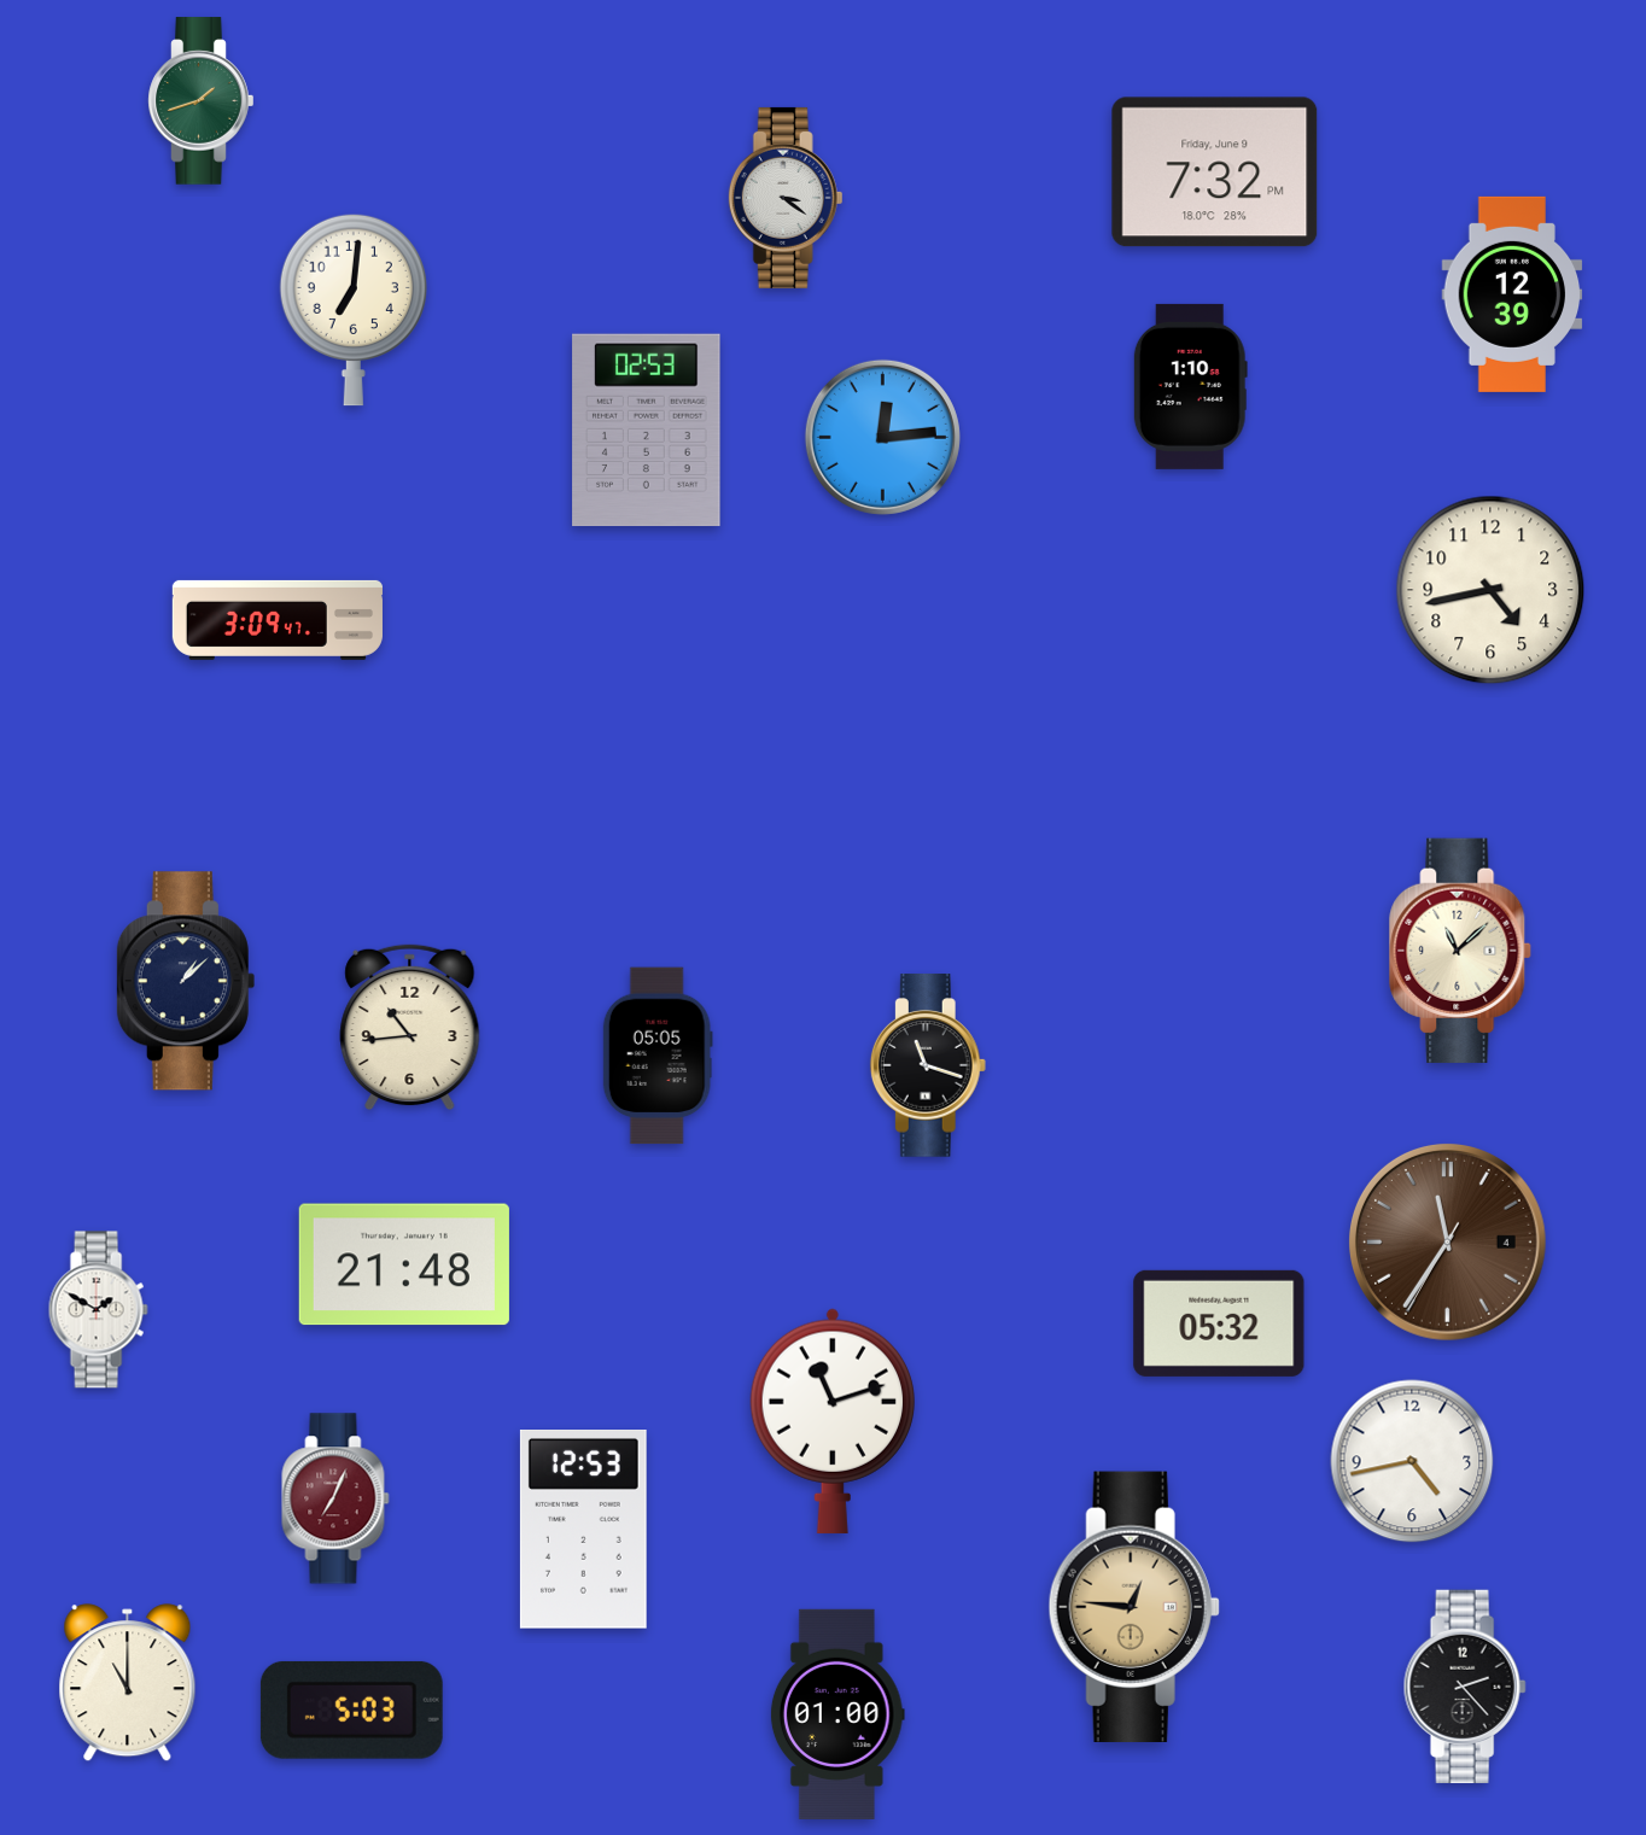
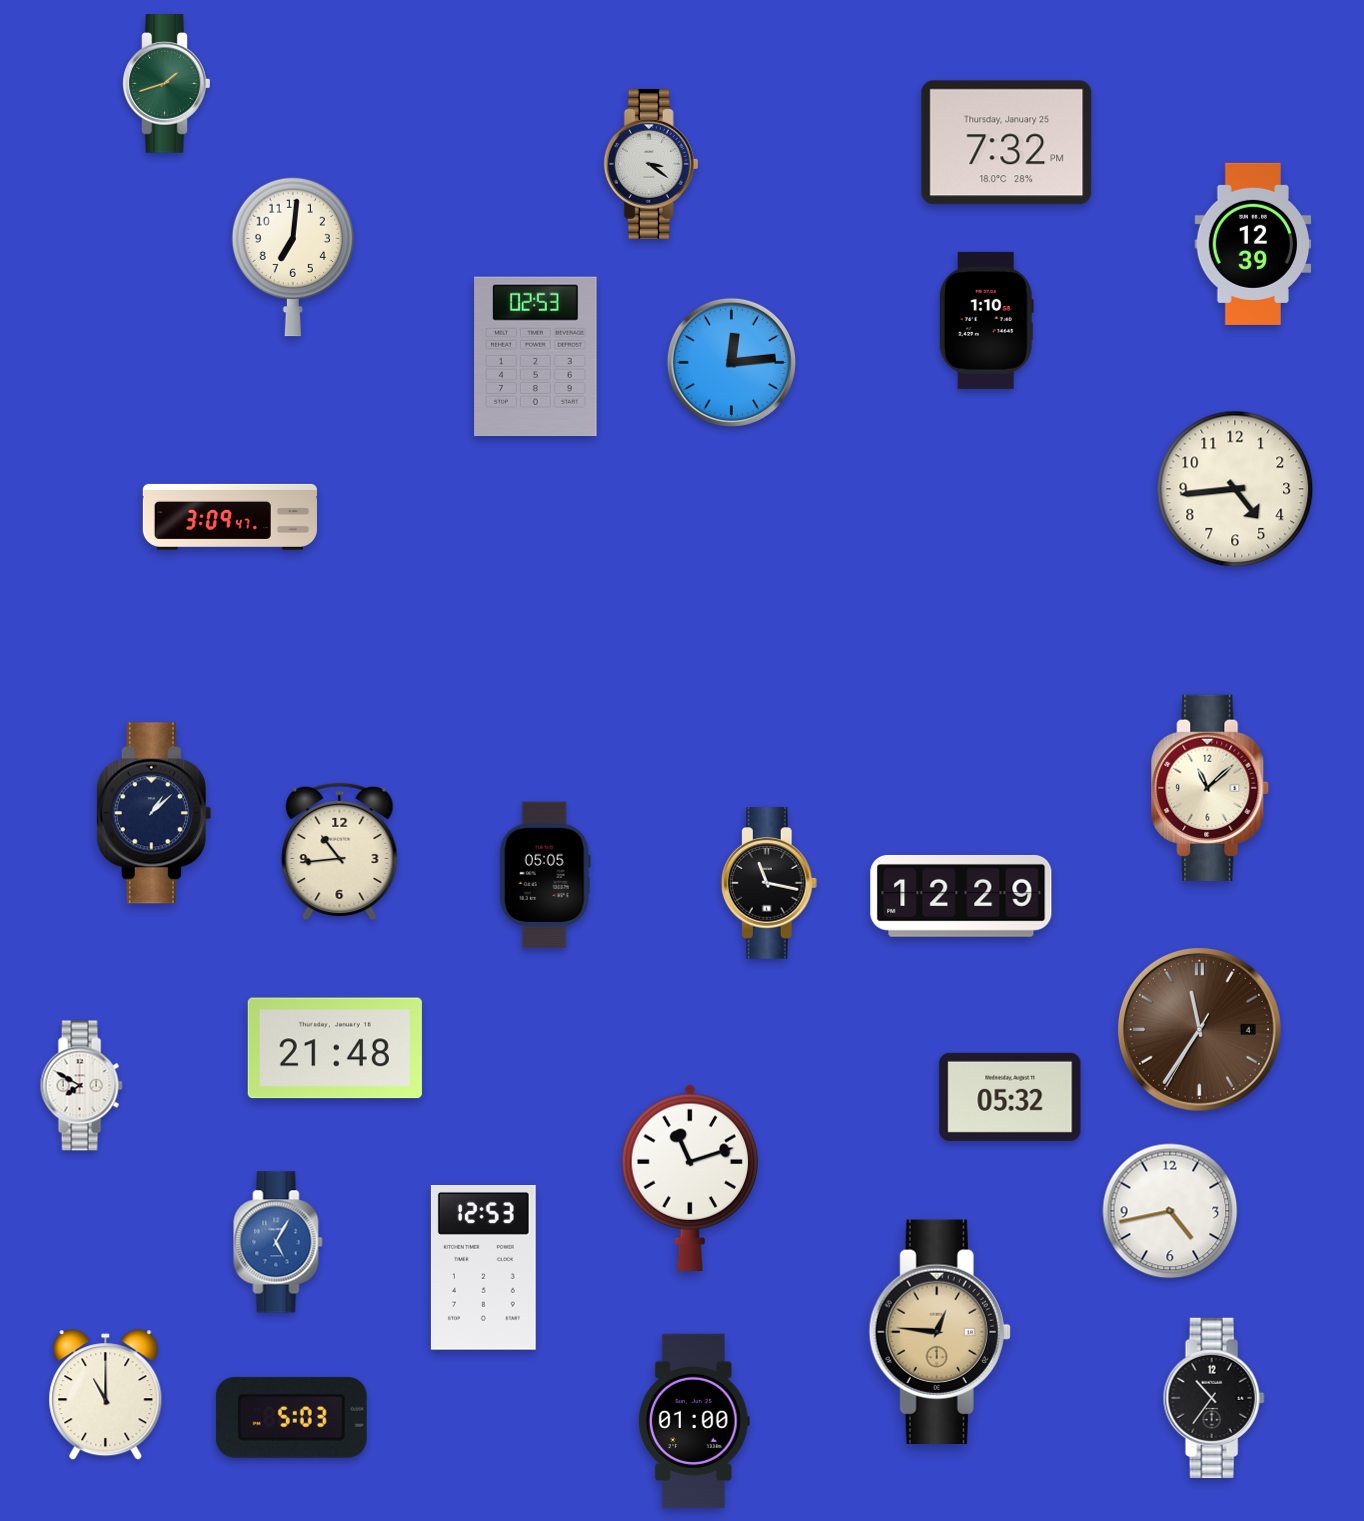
clock at (1215, 173) date: Friday, June 9 -> Thursday, January 25
clock at (1490, 590): 4:43 -> 4:44
clock at (278, 620) position: (278, 620) -> (230, 517)
clock at (928, 1065): 11:18 -> 11:17
clock at (961, 896): none -> 12:29
clock at (98, 1310): 1:50 -> 7:50
clock at (335, 1498): 7:04 -> 5:05
clock at (335, 1498) dial: burgundy -> blue
clock at (1465, 1685): 2:23 -> 10:36
